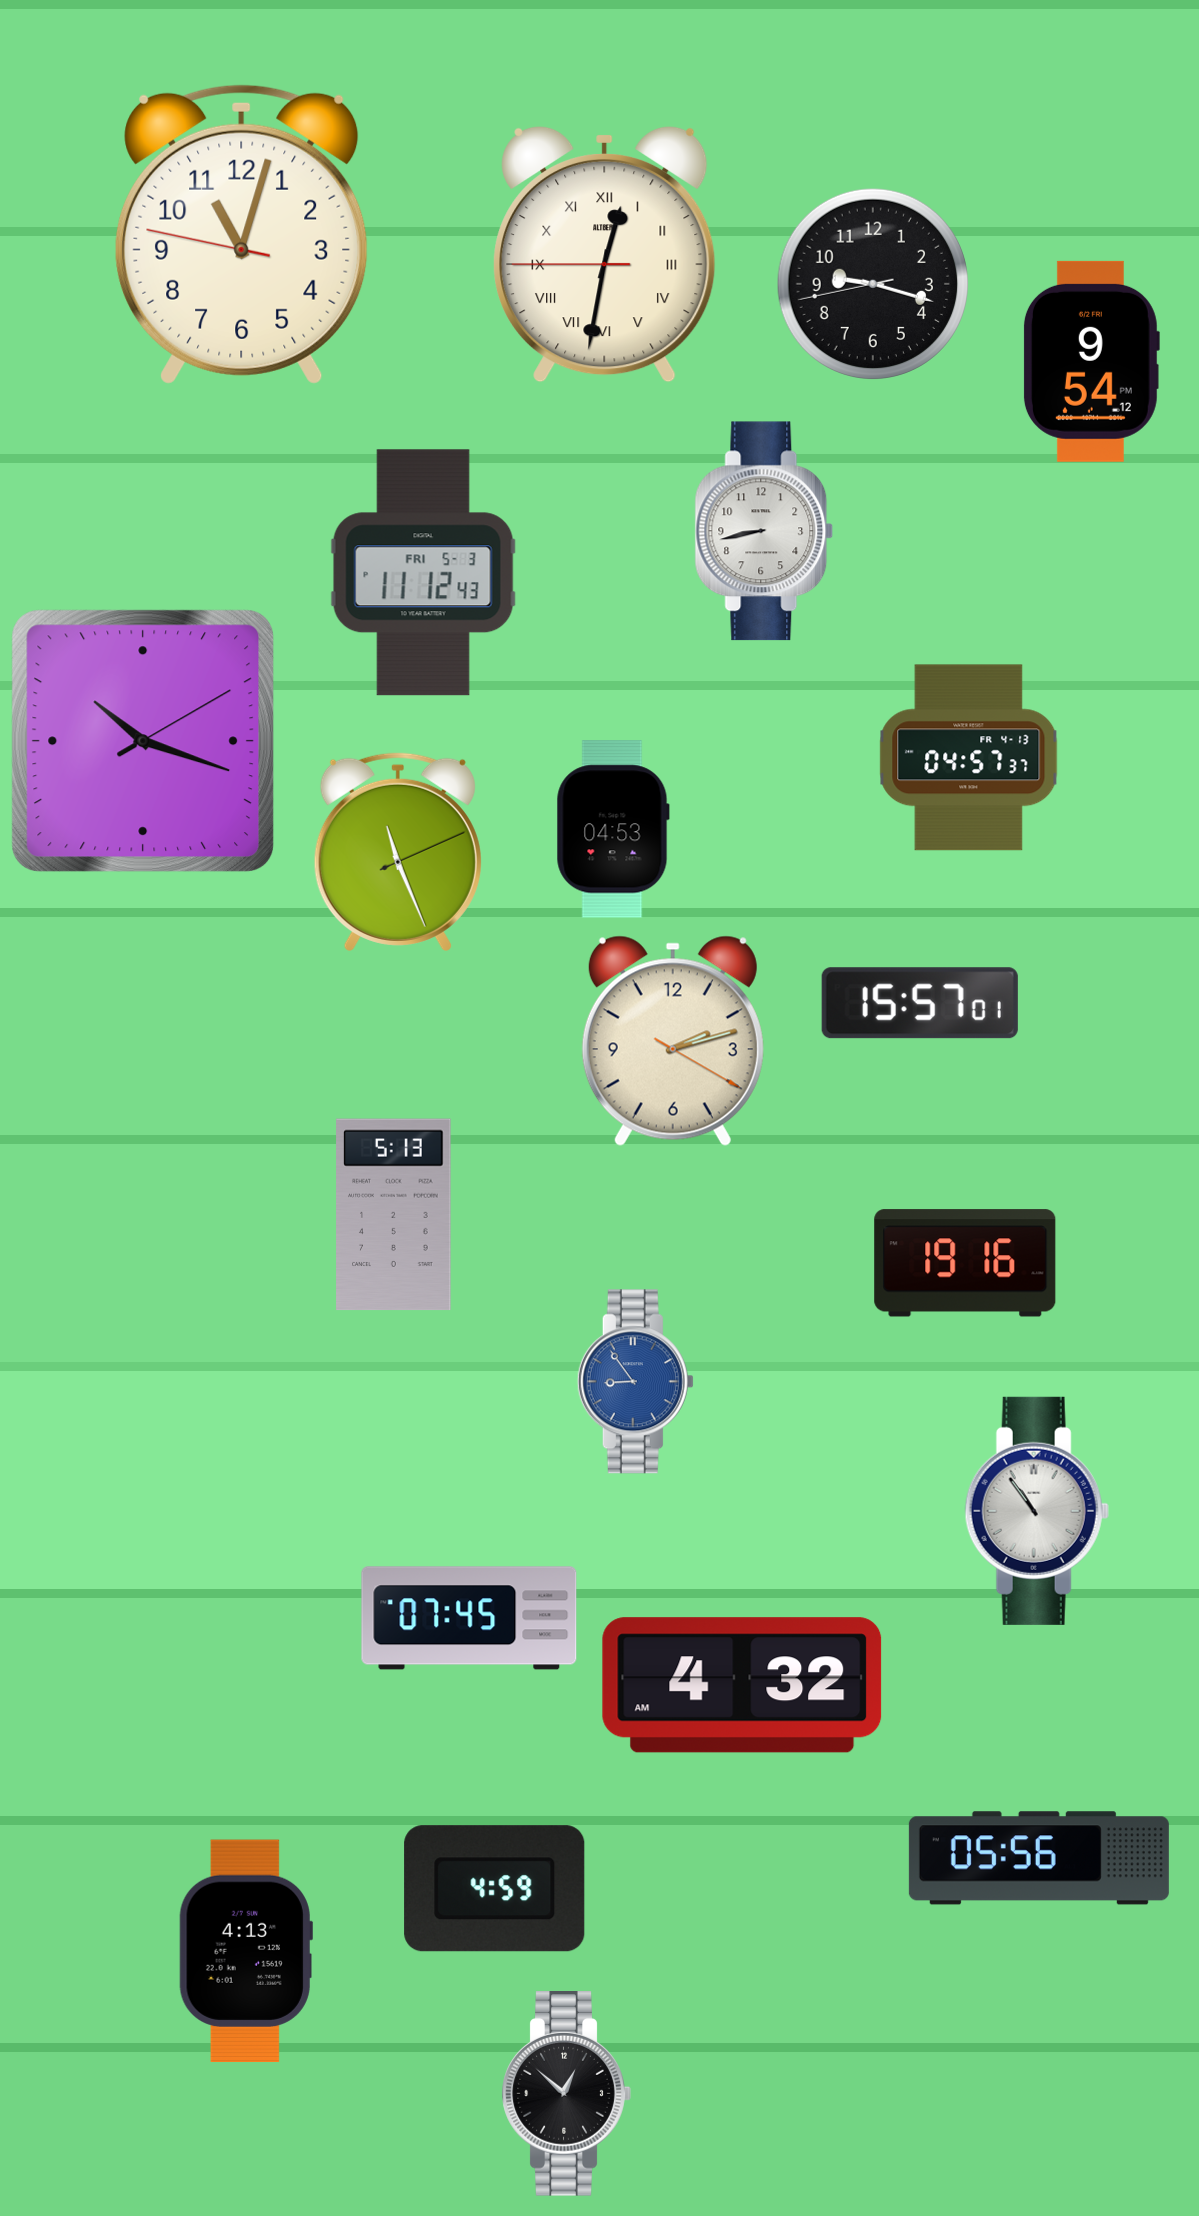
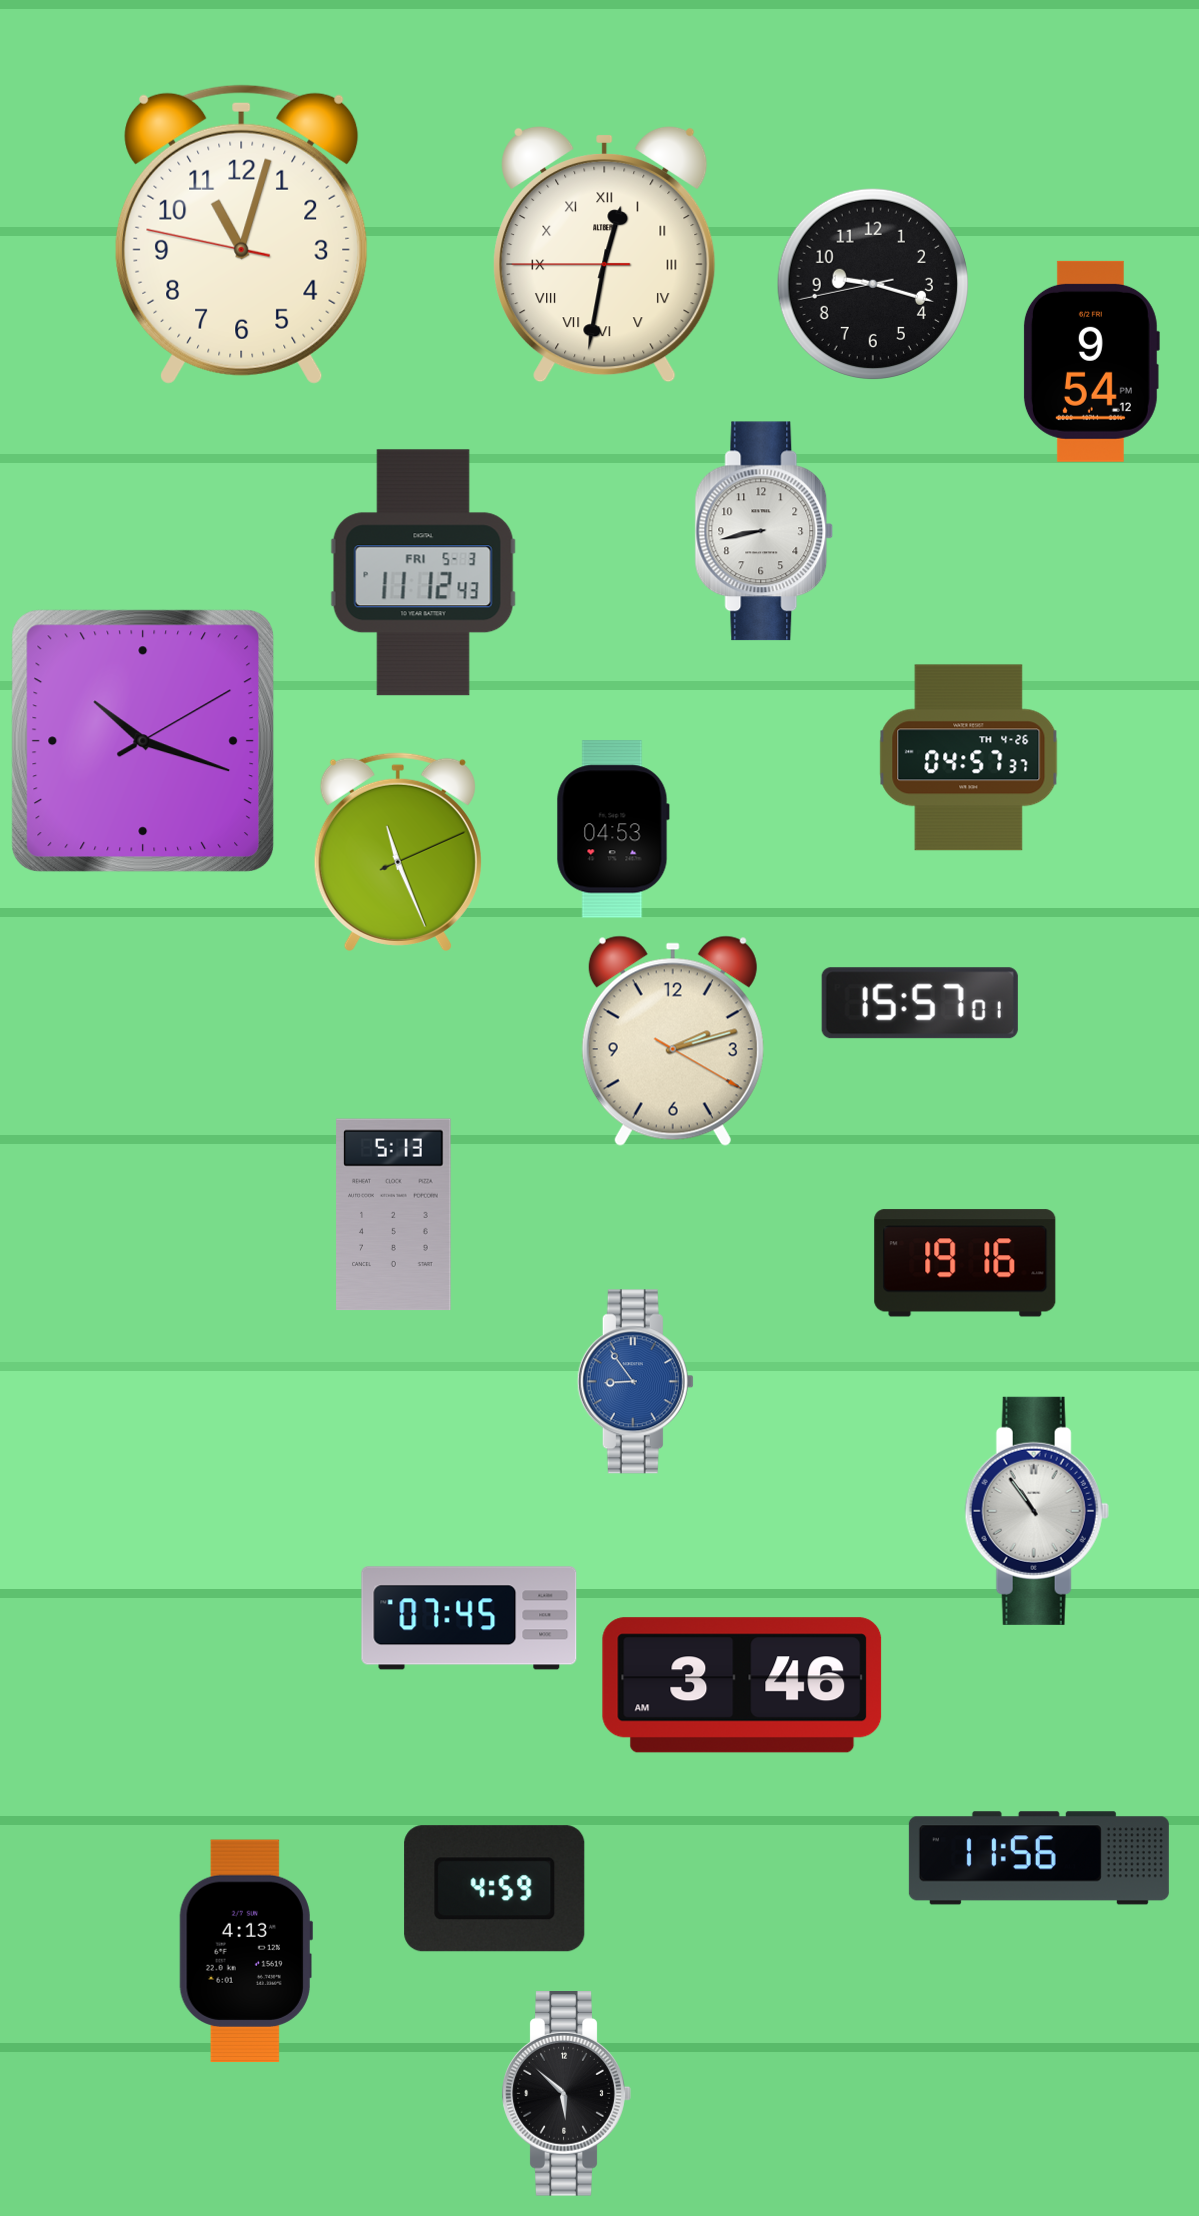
clock at (969, 758) date: FR 4-13 -> TH 4-26
clock at (742, 1685): 4:32 -> 3:46
clock at (1039, 1858): 05:56 -> 11:56
clock at (566, 2094): 12:52 -> 5:52
